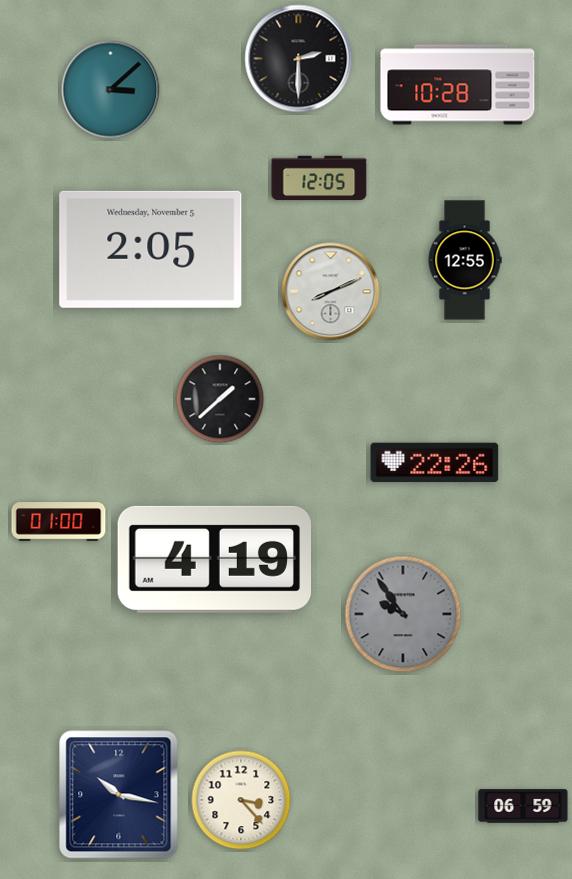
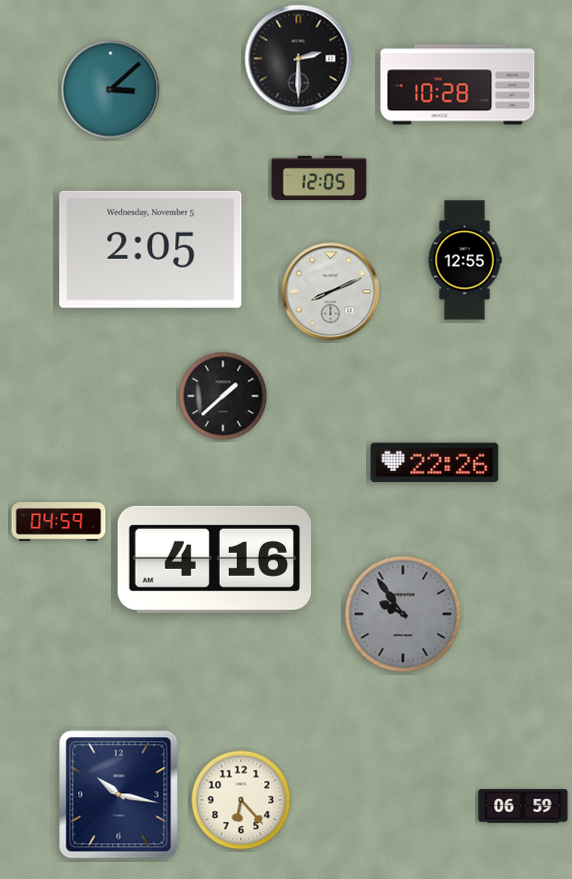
clock at (220, 399) position: (220, 399) -> (223, 396)
clock at (59, 522): 01:00 -> 04:59
clock at (214, 559): 4:19 -> 4:16
clock at (241, 800): 3:23 -> 6:23
